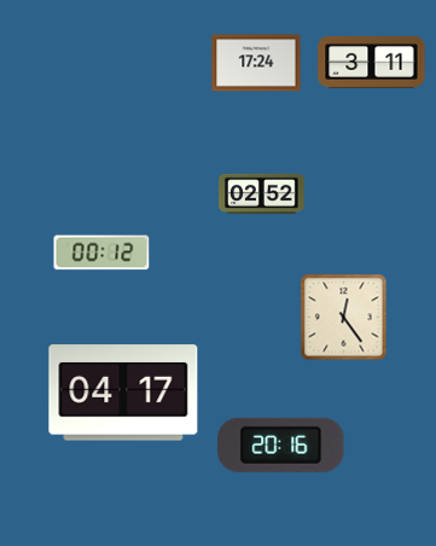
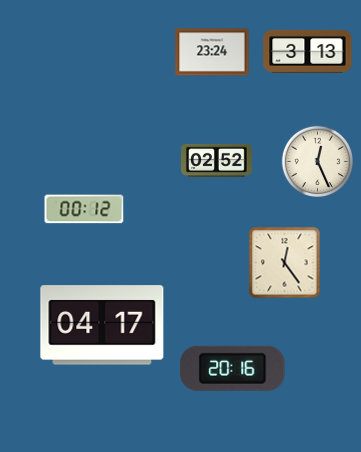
clock at (372, 62): 3:11 -> 3:13
clock at (256, 63): 17:24 -> 23:24
clock at (318, 162): none -> 12:26
